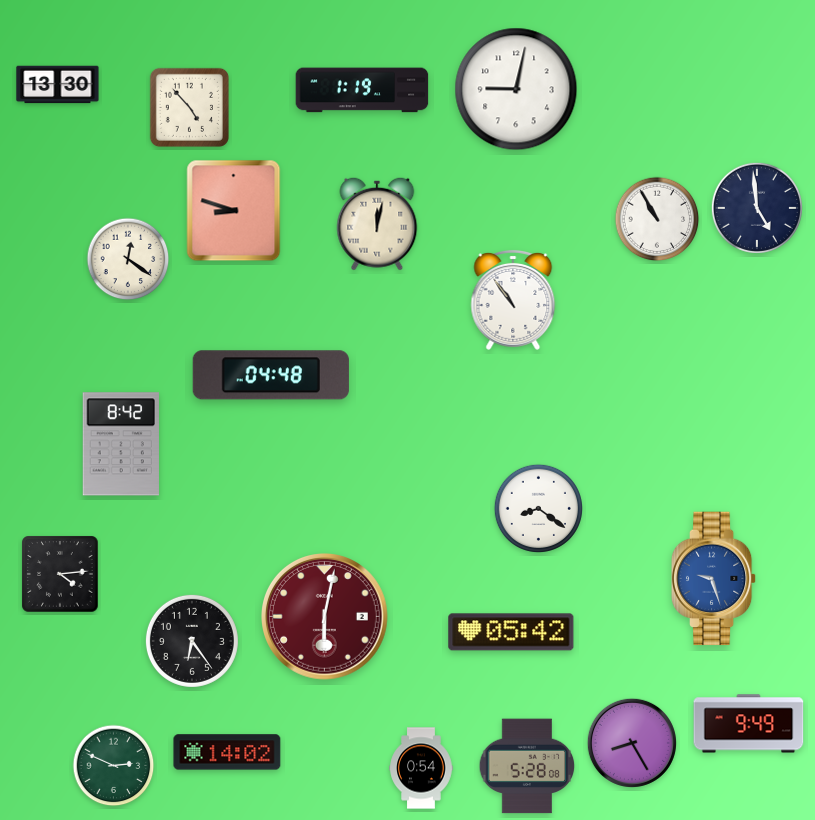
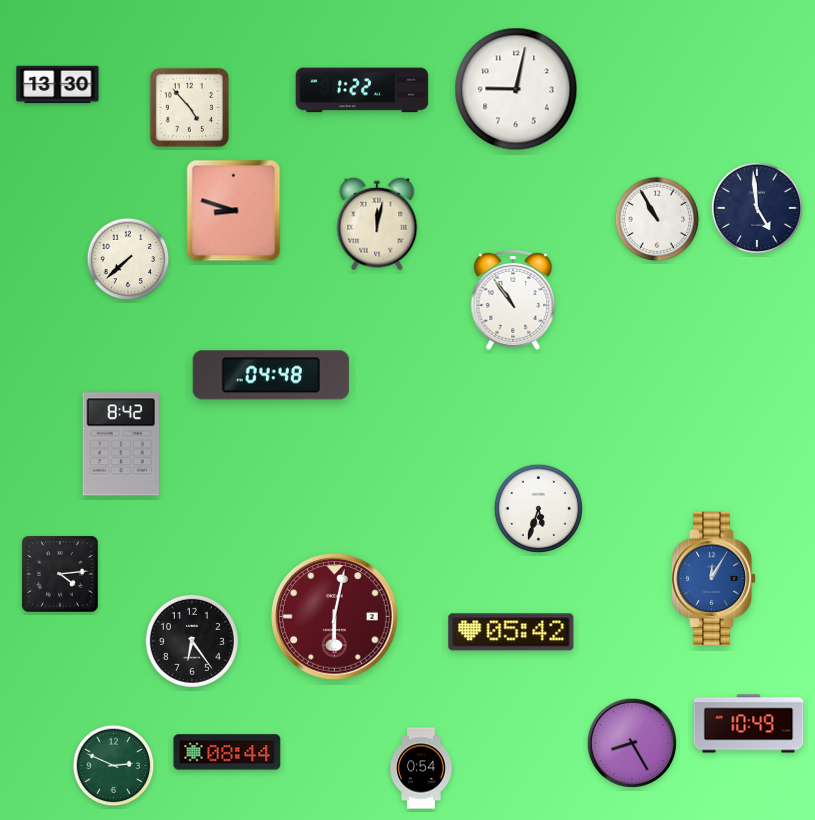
clock at (362, 90): 1:19 -> 1:22
clock at (128, 259): 12:21 -> 7:38
clock at (538, 508): 8:21 -> 5:33
clock at (714, 579): 9:27 -> 12:05
clock at (325, 617) position: (325, 617) -> (335, 617)
clock at (749, 724): 9:49 -> 10:49
clock at (227, 752): 14:02 -> 08:44
clock at (527, 766): 5:28 -> none
